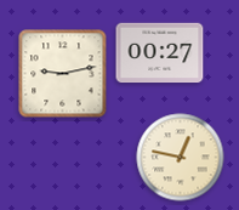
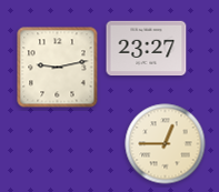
clock at (160, 53): 00:27 -> 23:27
clock at (181, 158): 12:47 -> 12:45
